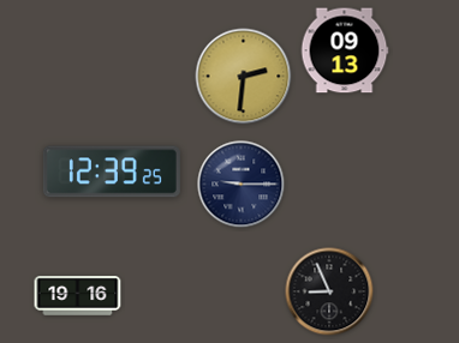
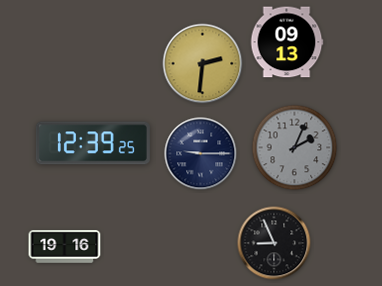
clock at (295, 148): none -> 2:04
